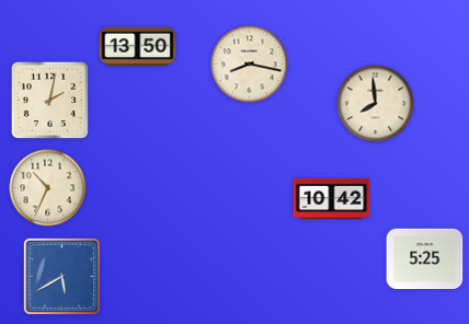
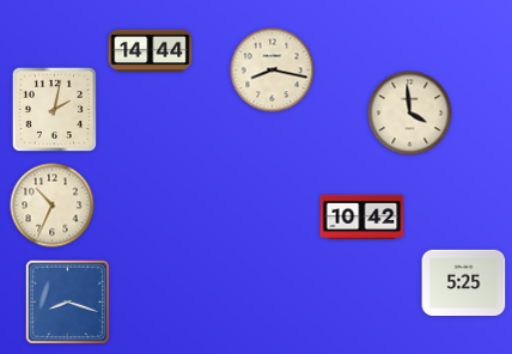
clock at (138, 47): 13:50 -> 14:44
clock at (376, 104): 7:59 -> 3:59
clock at (61, 276): 5:40 -> 8:18
